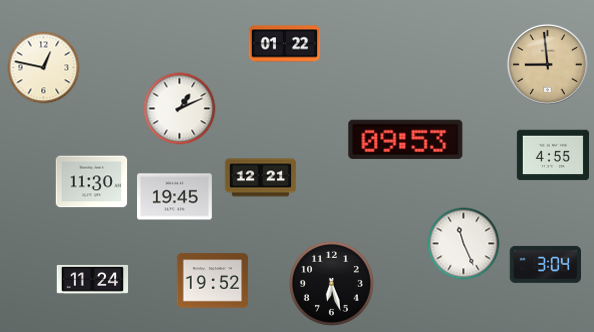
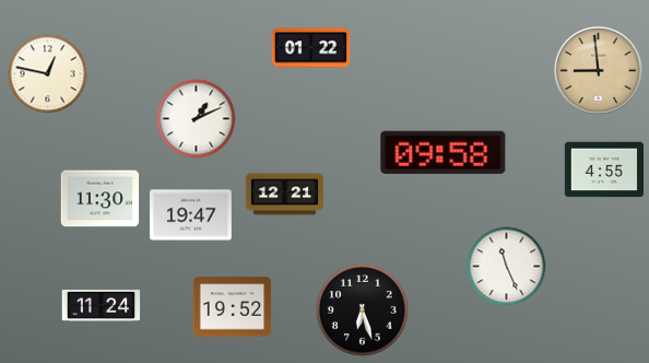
clock at (406, 139): 09:53 -> 09:58
clock at (175, 197): 19:45 -> 19:47
clock at (546, 264): 3:04 -> none
